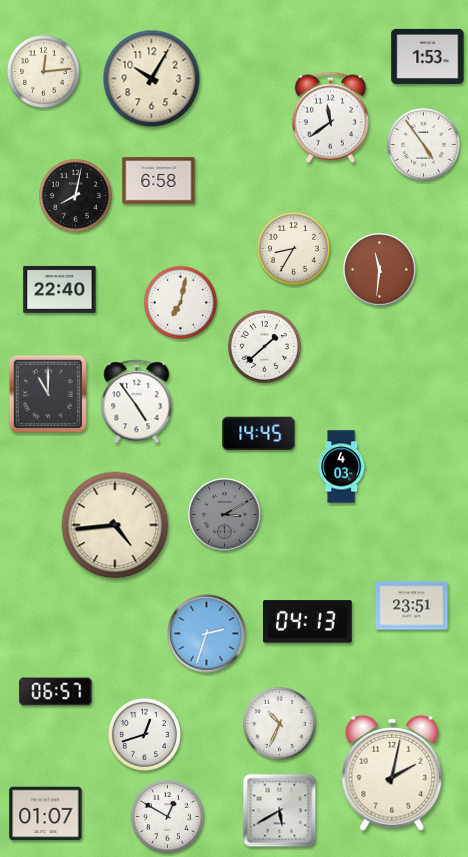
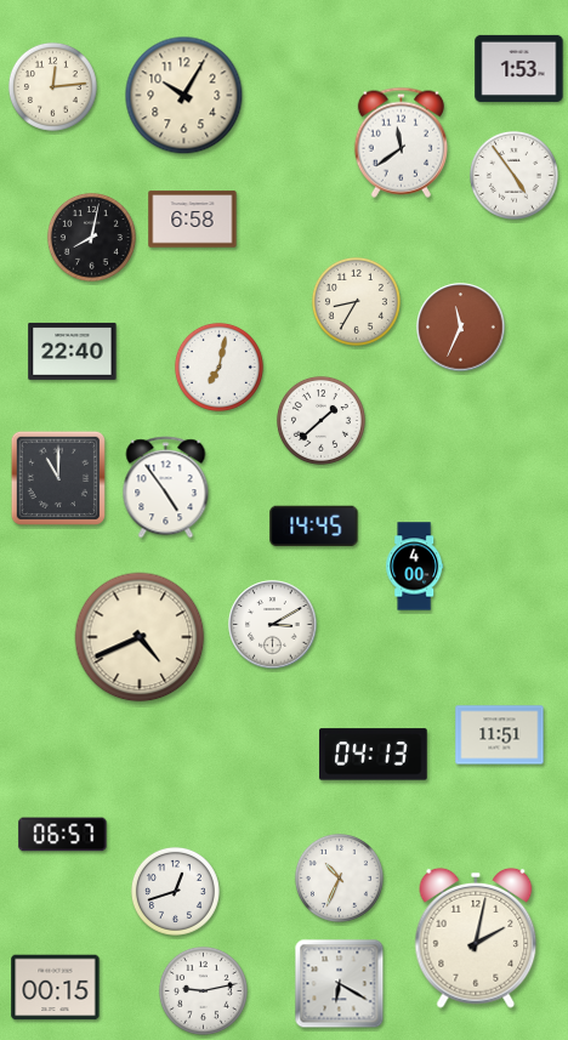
clock at (380, 270): 11:31 -> 11:34
clock at (342, 467): 4:03 -> 4:00
clock at (225, 515) dial: grey -> white
clock at (115, 525): 4:44 -> 4:41
clock at (412, 606): 23:51 -> 11:51
clock at (207, 634): 2:33 -> none
clock at (56, 692) position: (56, 692) -> (63, 835)
clock at (280, 811): 5:40 -> 6:20
clock at (46, 814): 01:07 -> 00:15
clock at (167, 816): 12:50 -> 9:13
